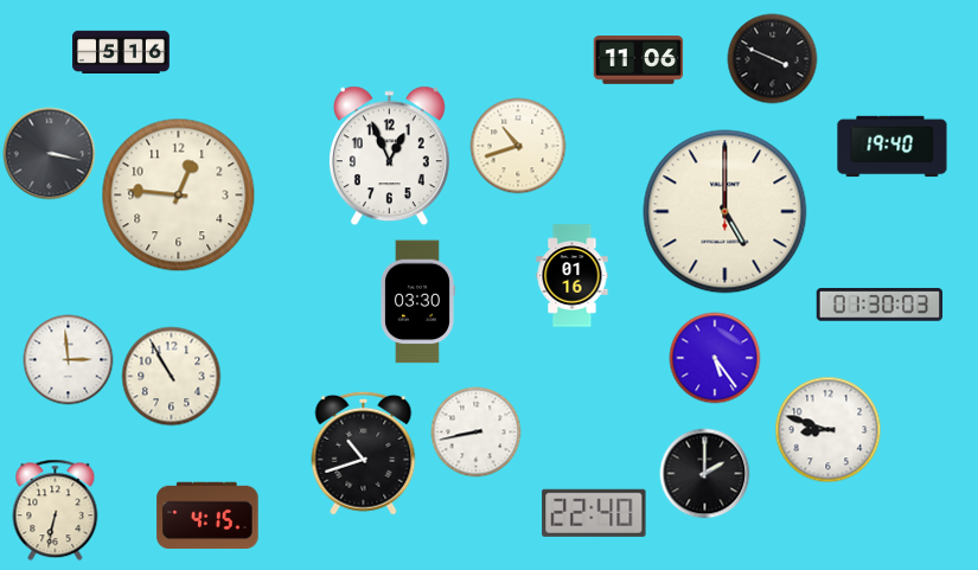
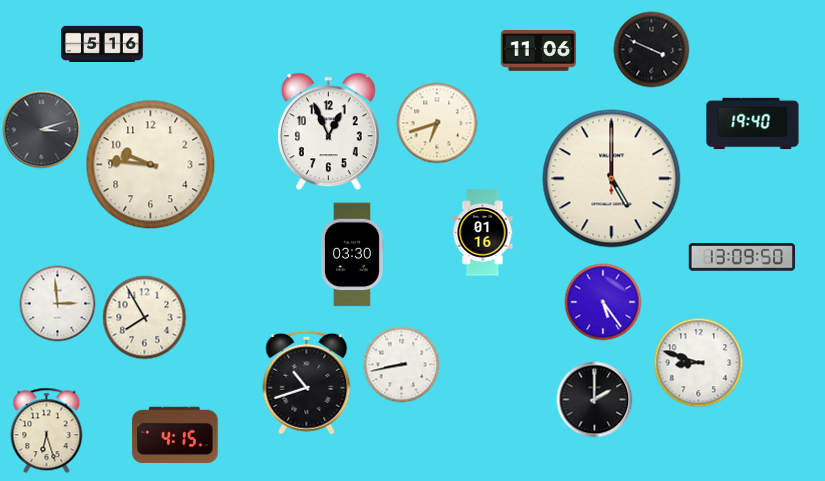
clock at (518, 146): 10:42 -> 6:42
clock at (50, 154): 3:17 -> 3:12
clock at (179, 196): 12:46 -> 9:46
clock at (880, 305): 01:30 -> 13:09
clock at (172, 377): 10:55 -> 7:55
clock at (56, 511): 6:32 -> 6:27
clock at (594, 513): 22:40 -> none
